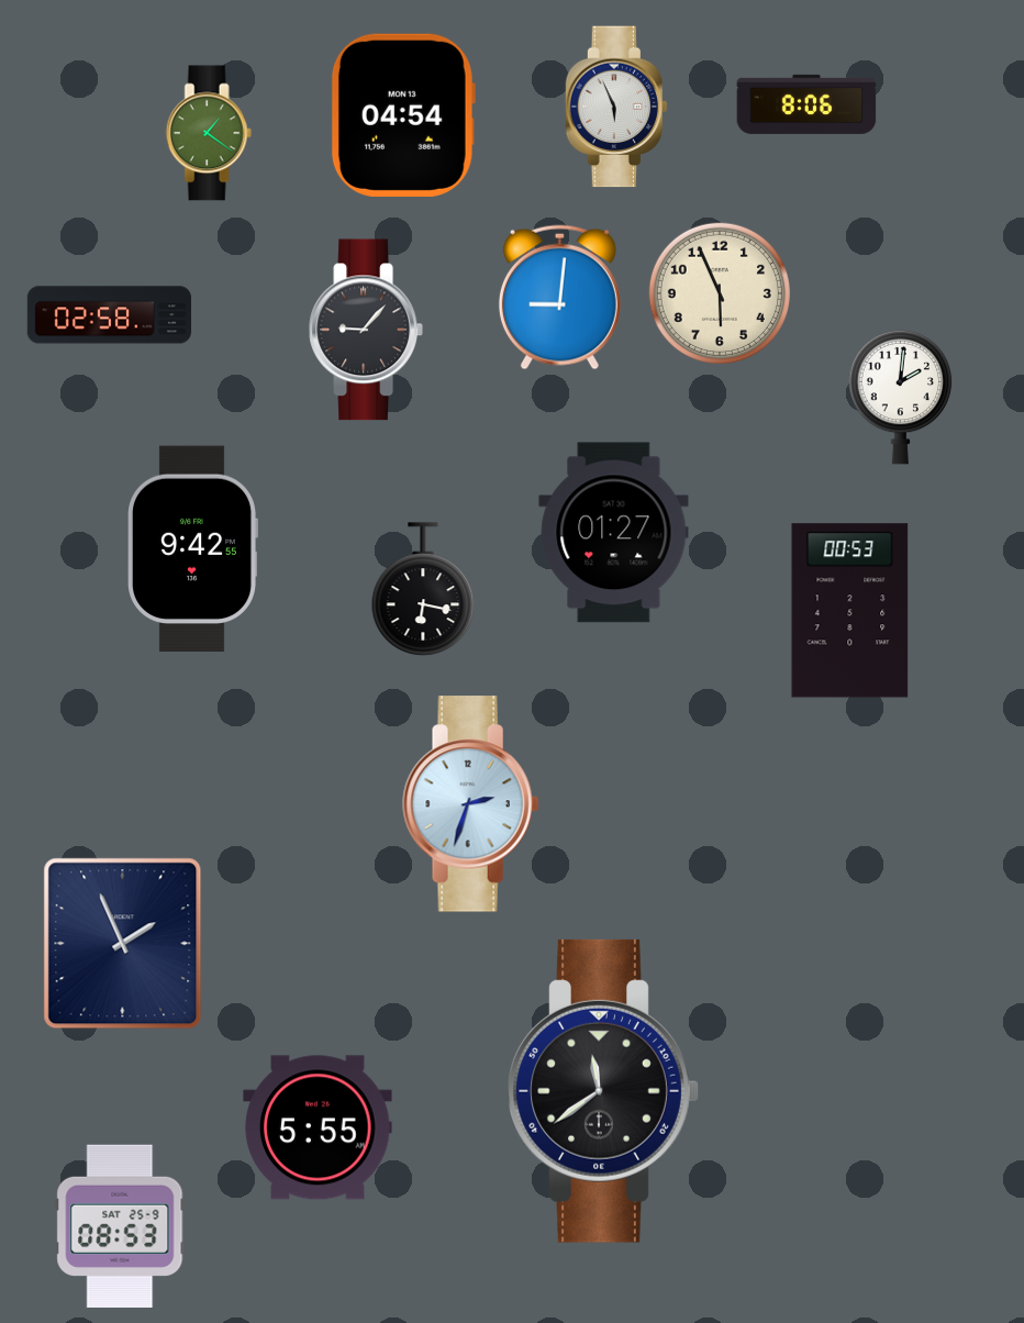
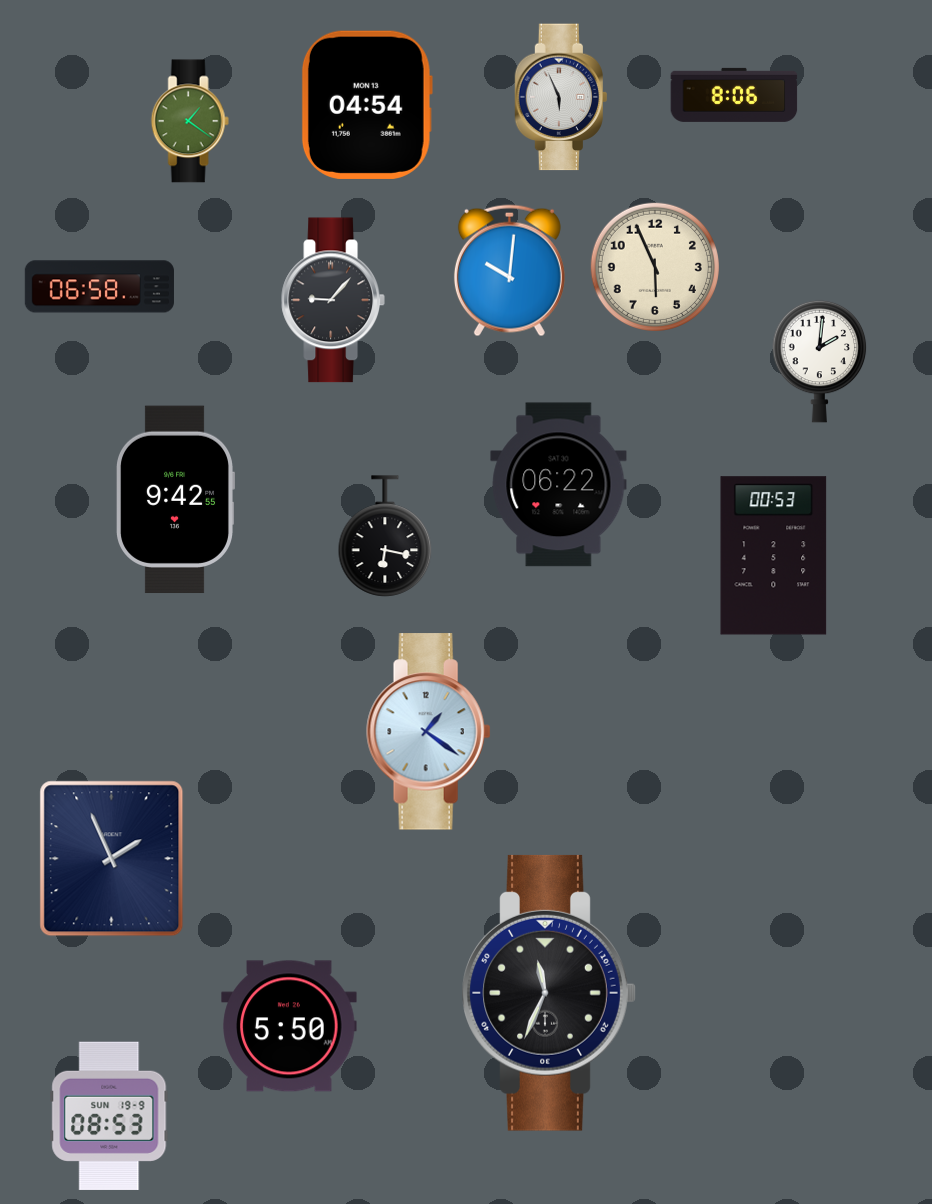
clock at (559, 298): 9:01 -> 10:01
clock at (109, 315): 02:58 -> 06:58
clock at (614, 533): 01:27 -> 06:22
clock at (471, 804): 2:33 -> 1:21
clock at (603, 1091): 11:39 -> 11:34
clock at (318, 1127): 5:55 -> 5:50
clock at (120, 1226) date: SAT 25-9 -> SUN 19-9
